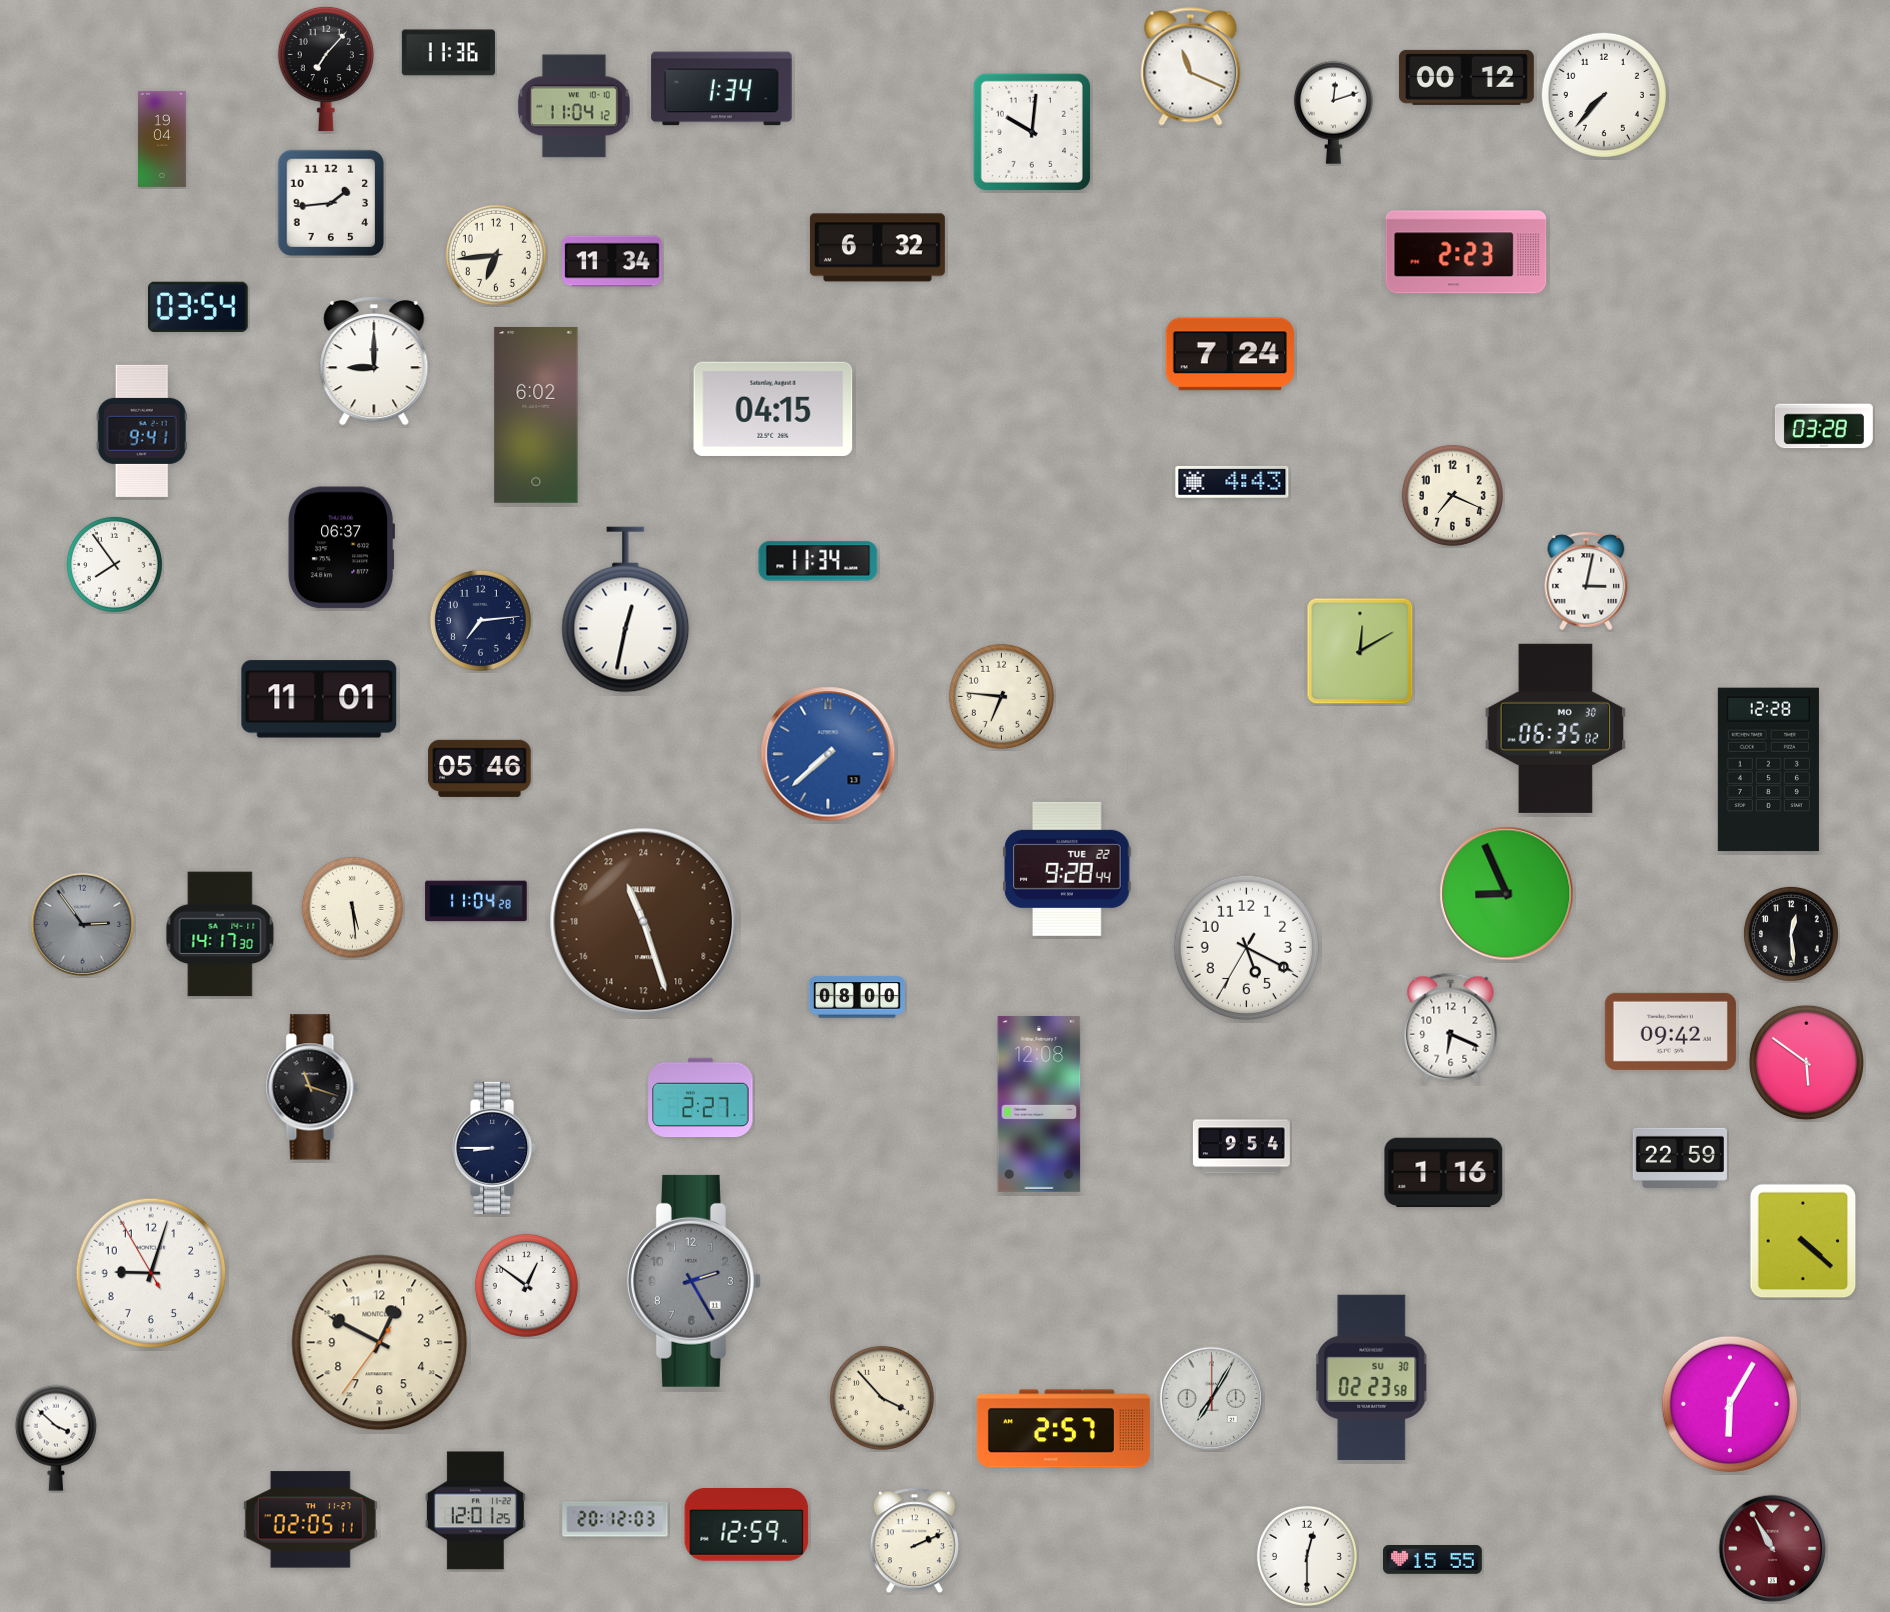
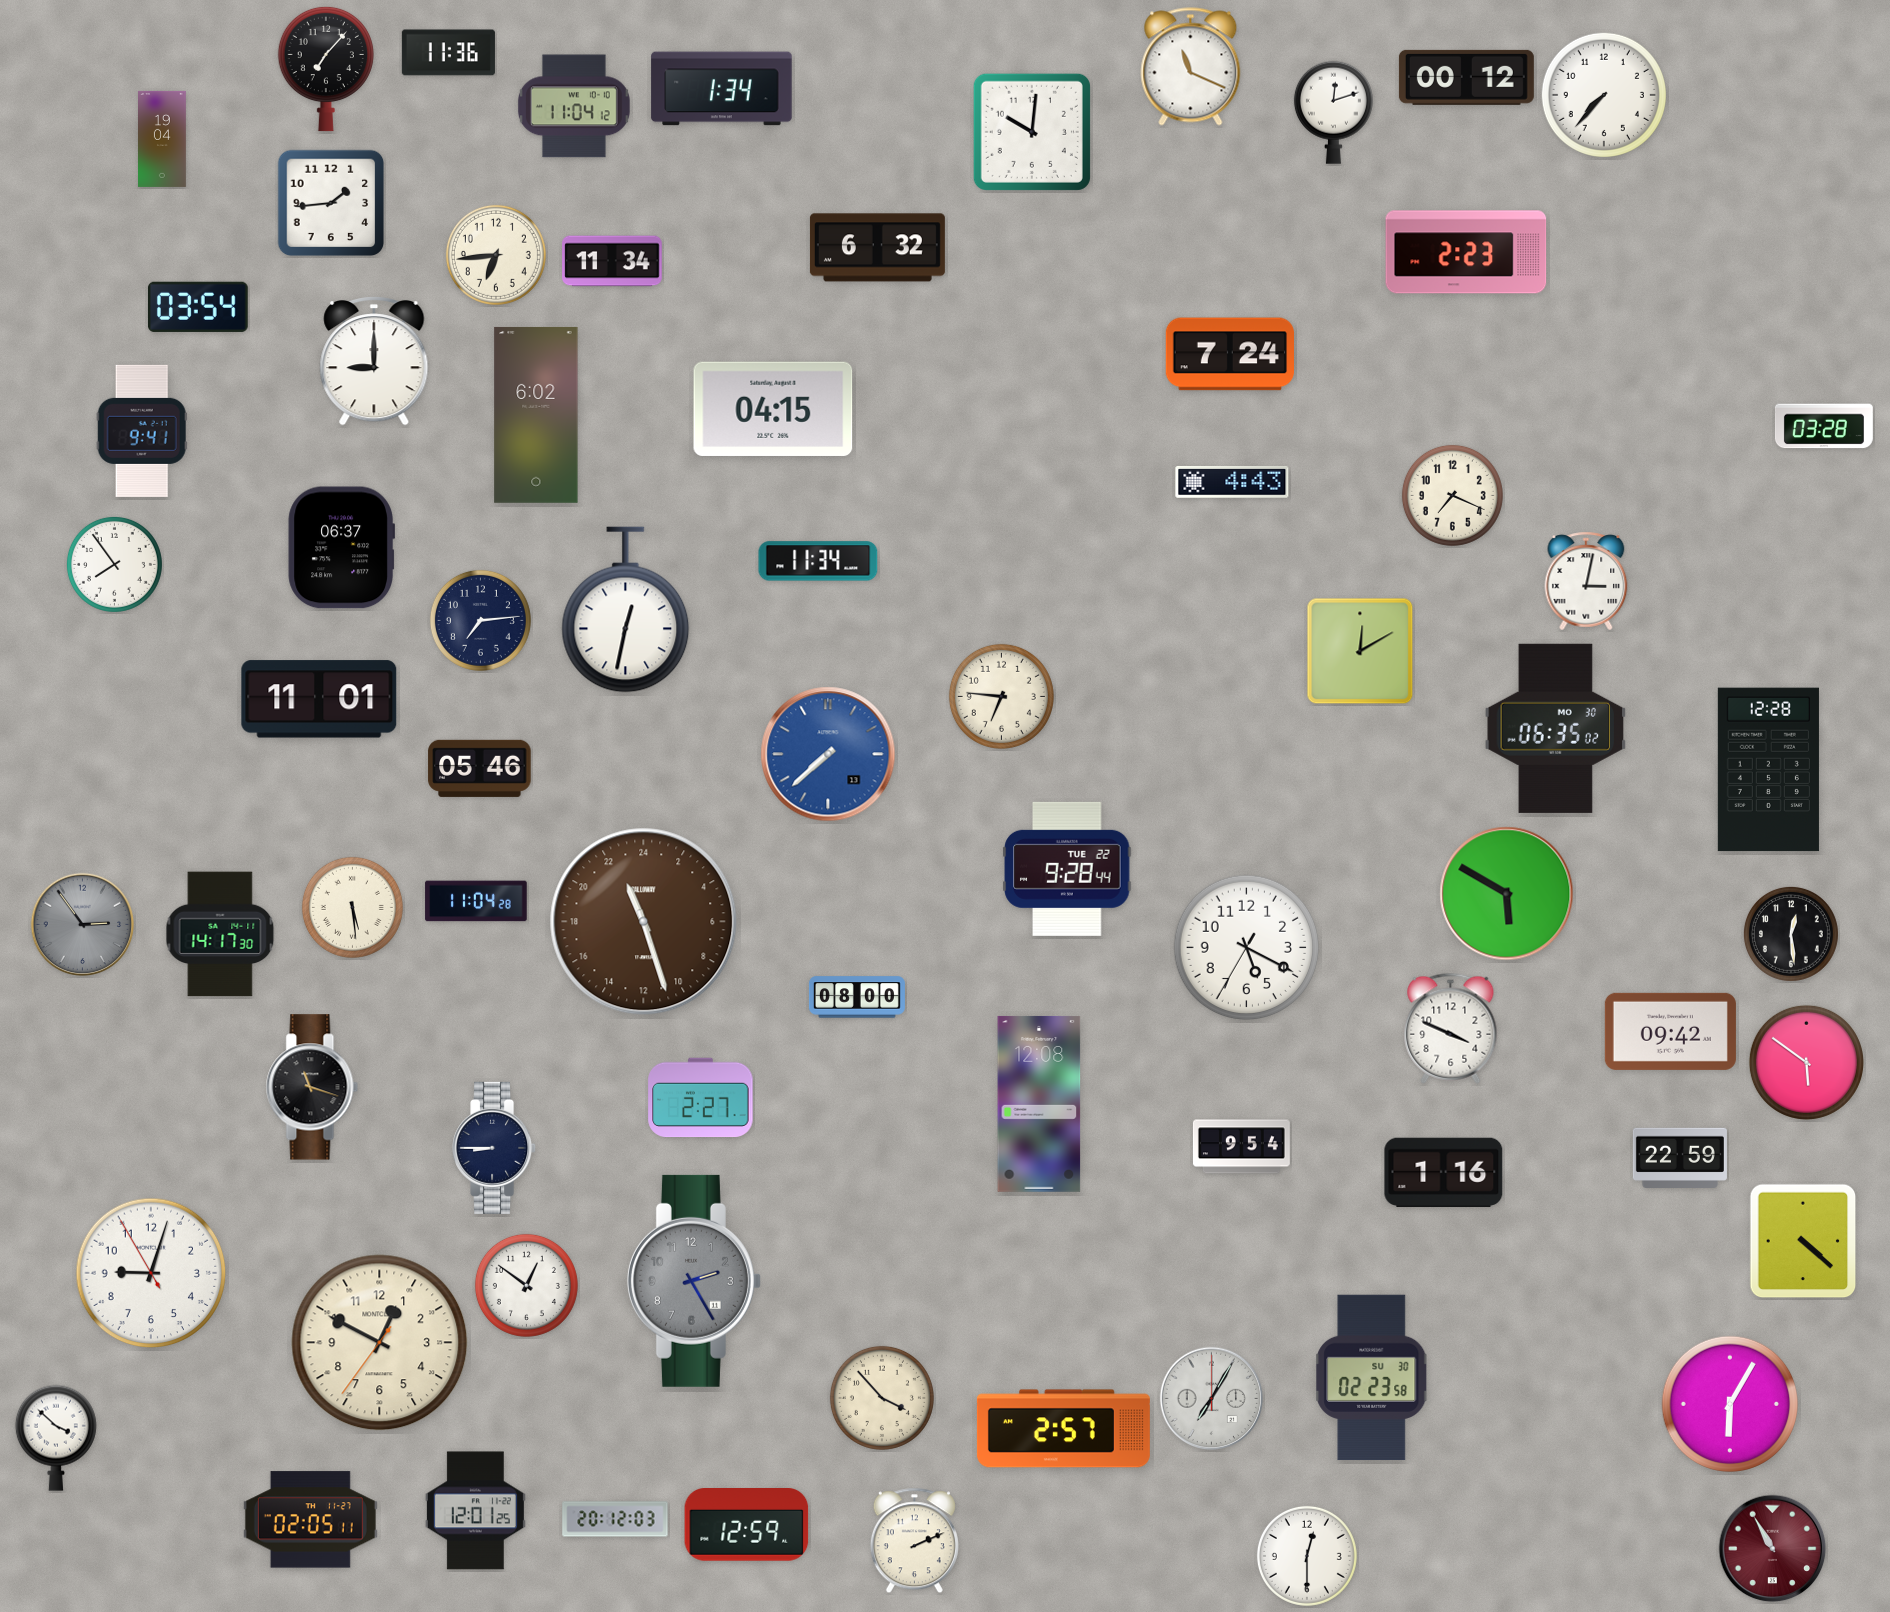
clock at (1507, 894): 8:56 -> 5:50
clock at (1451, 1028): 6:19 -> 3:49
clock at (1433, 1560): 15:55 -> none
